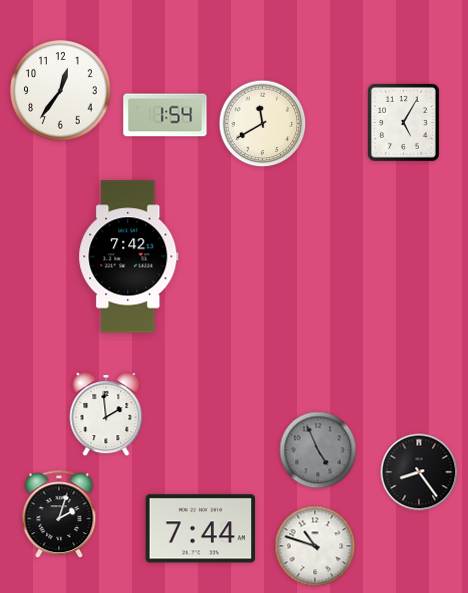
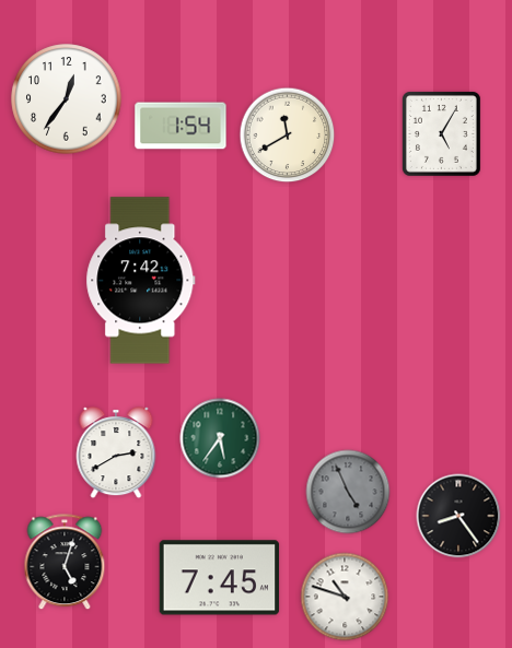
clock at (220, 438): none -> 5:36
clock at (106, 415): 1:59 -> 2:40
clock at (59, 515): 2:03 -> 5:03
clock at (201, 529): 7:44 -> 7:45
